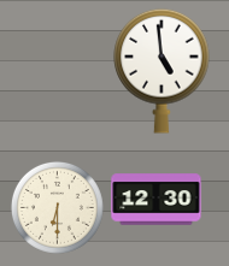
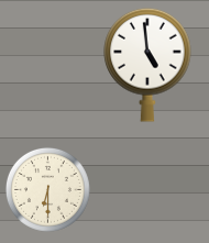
clock at (157, 200): 12:30 -> none
clock at (57, 207) position: (57, 207) -> (47, 189)
